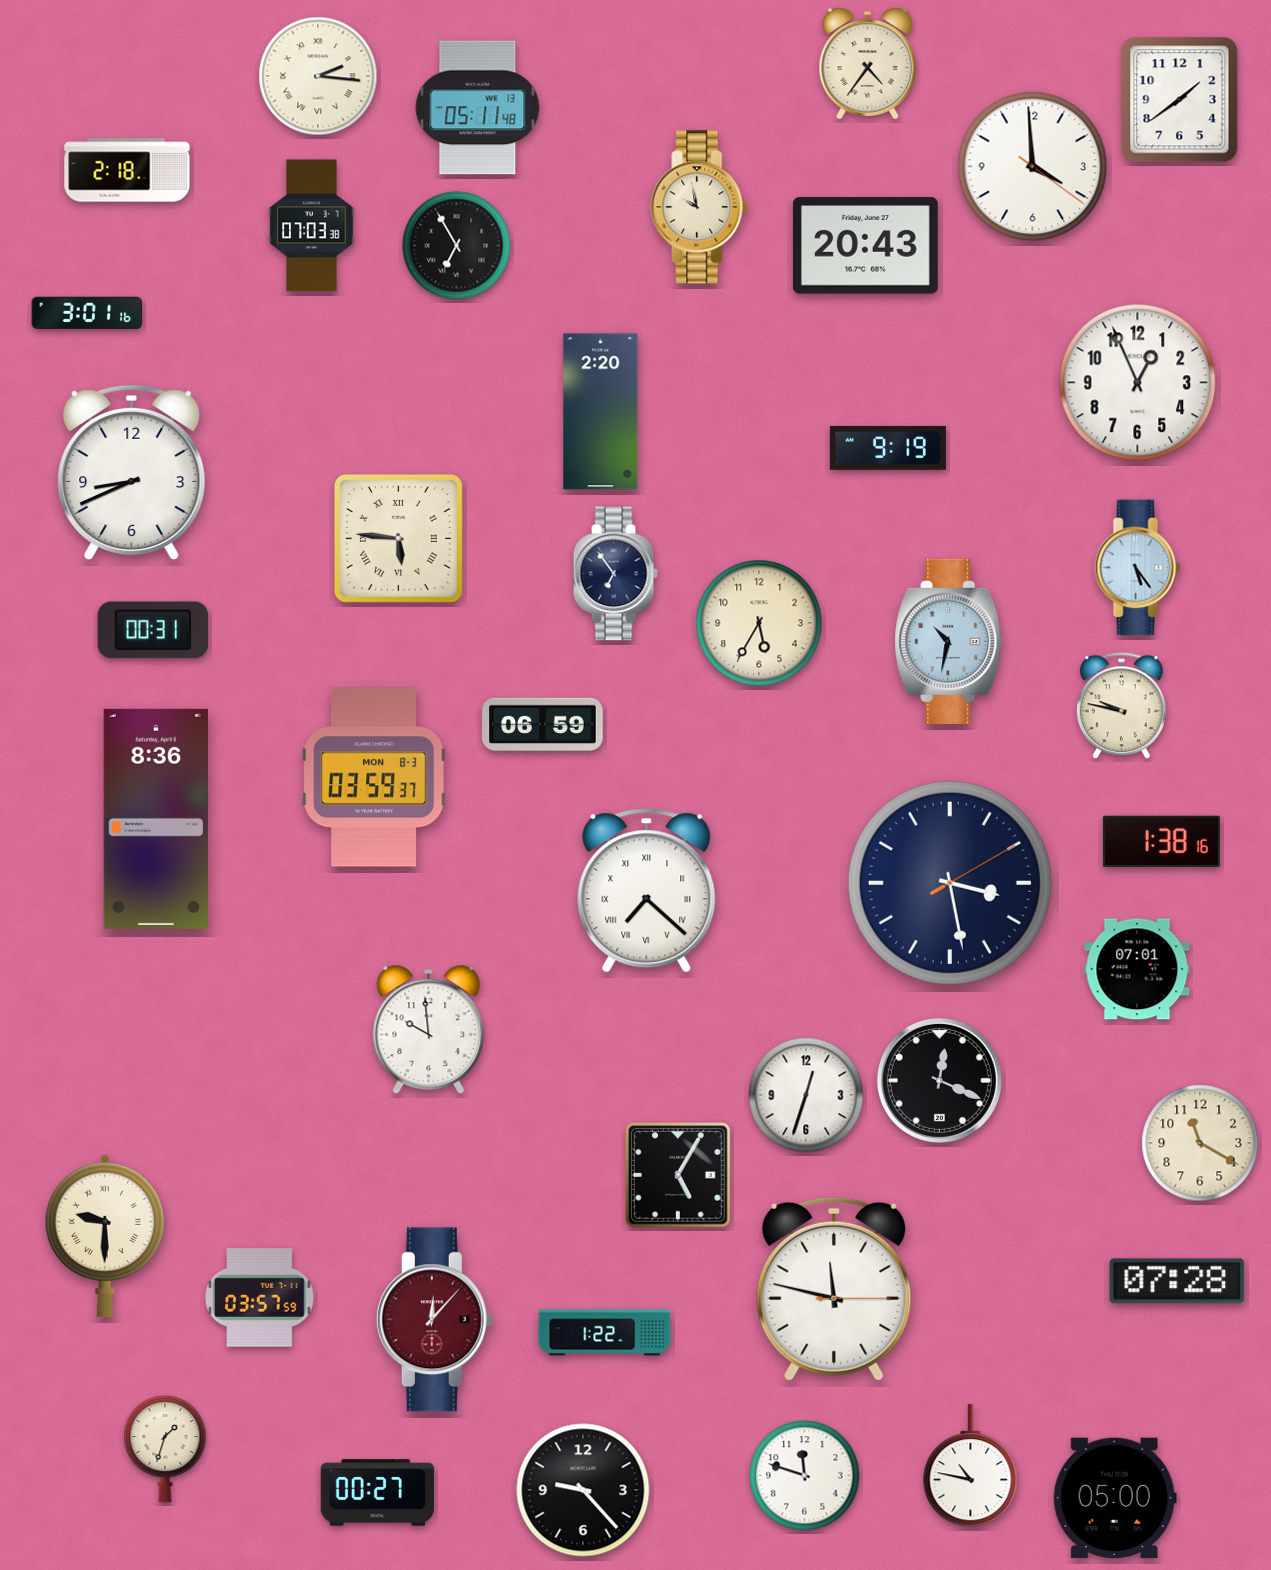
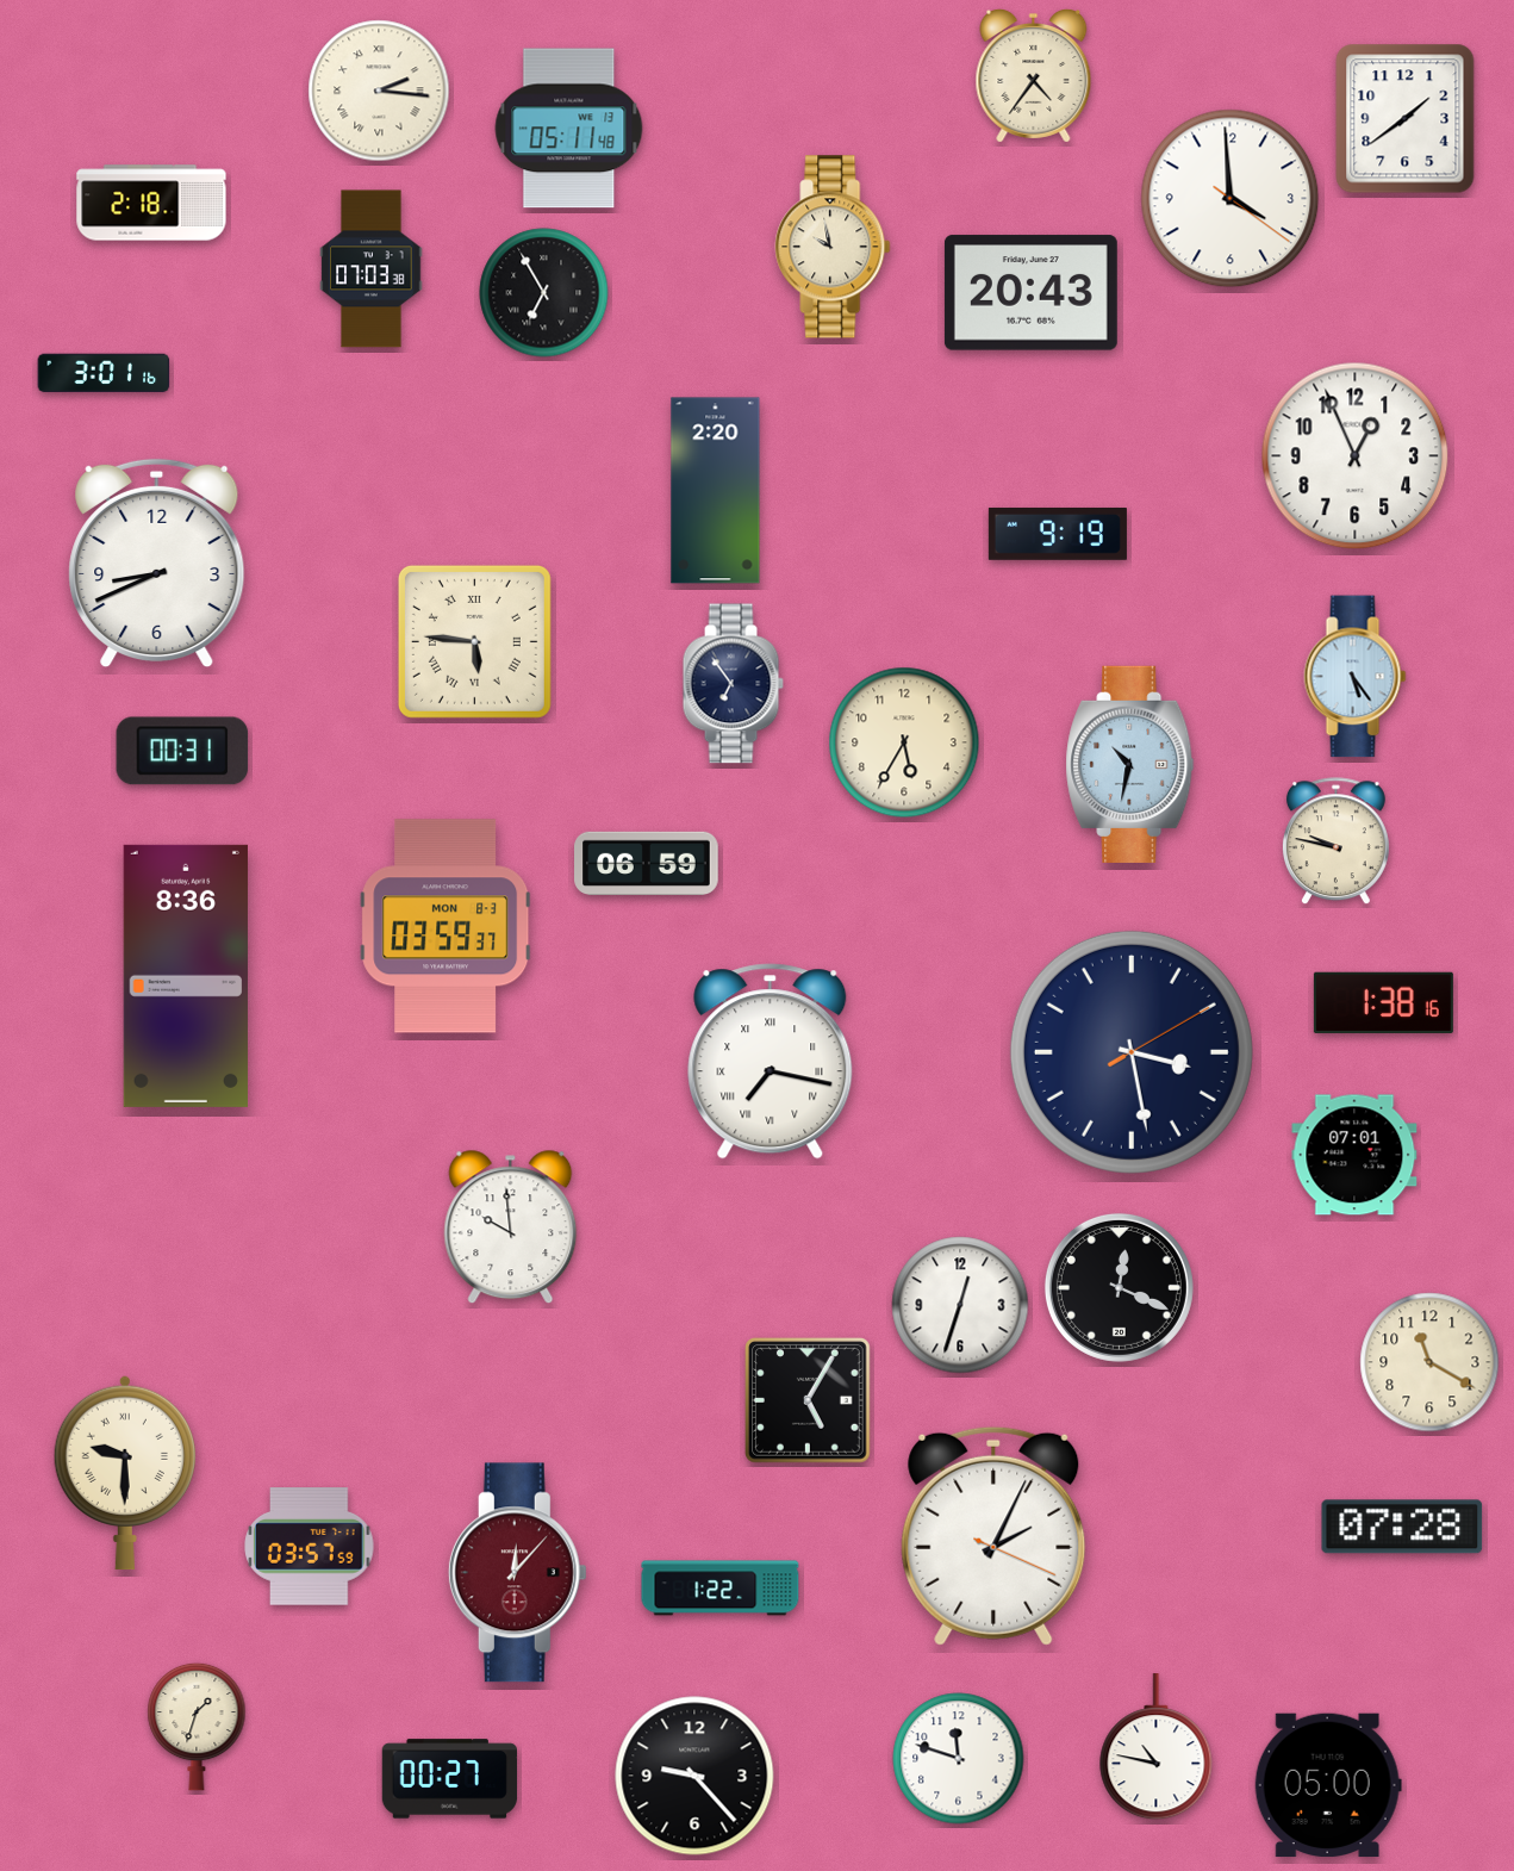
clock at (647, 891): 7:22 -> 7:17
clock at (834, 1289): 11:47 -> 2:04
